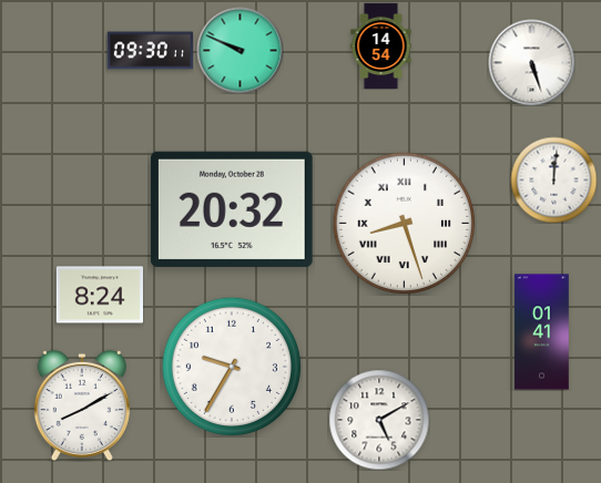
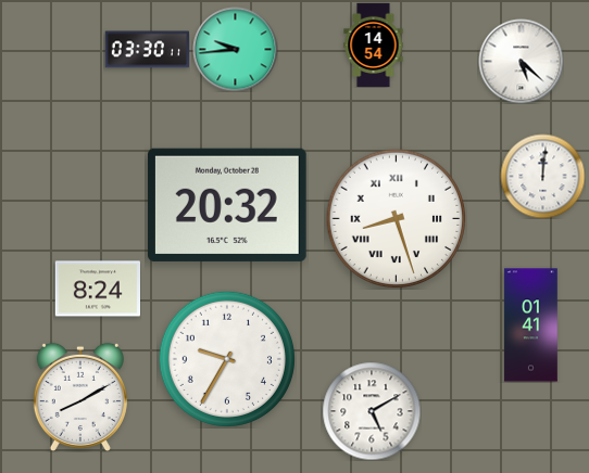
clock at (240, 50): 9:49 -> 9:44
clock at (150, 51): 09:30 -> 03:30
clock at (531, 62): 5:27 -> 5:22
